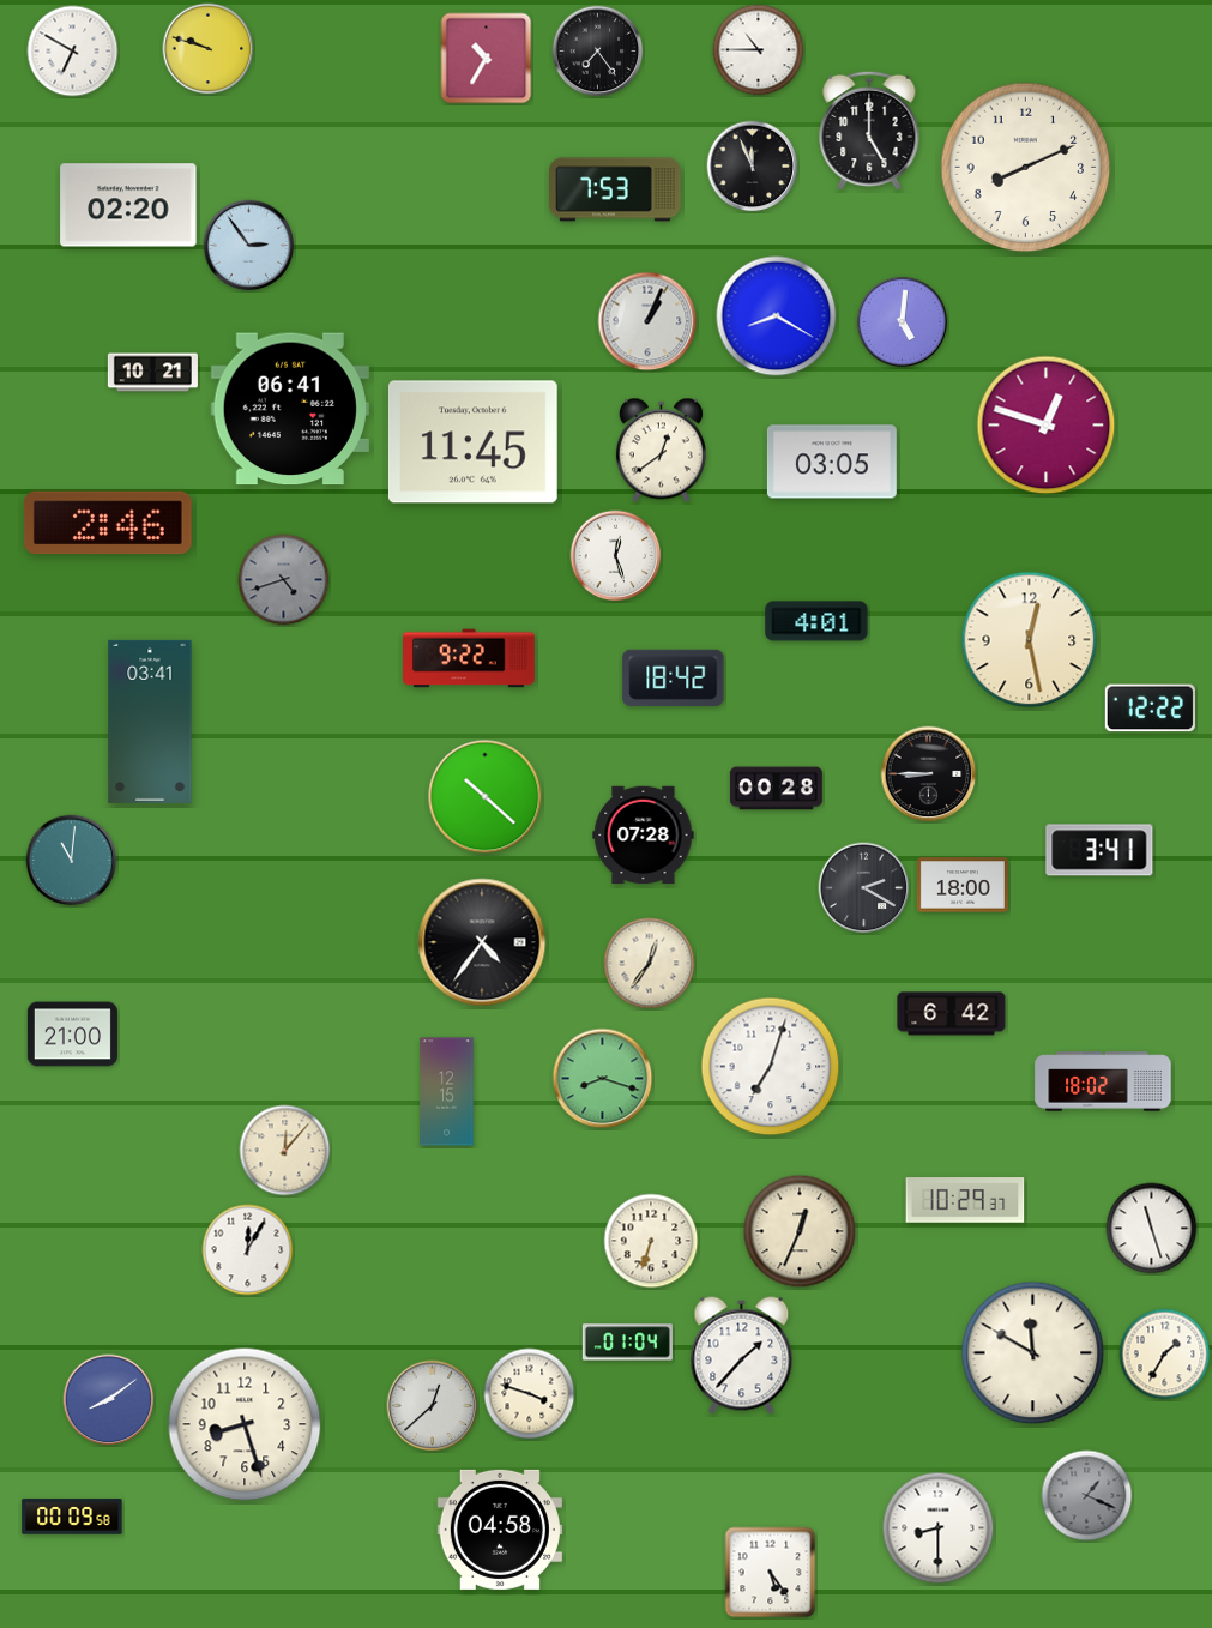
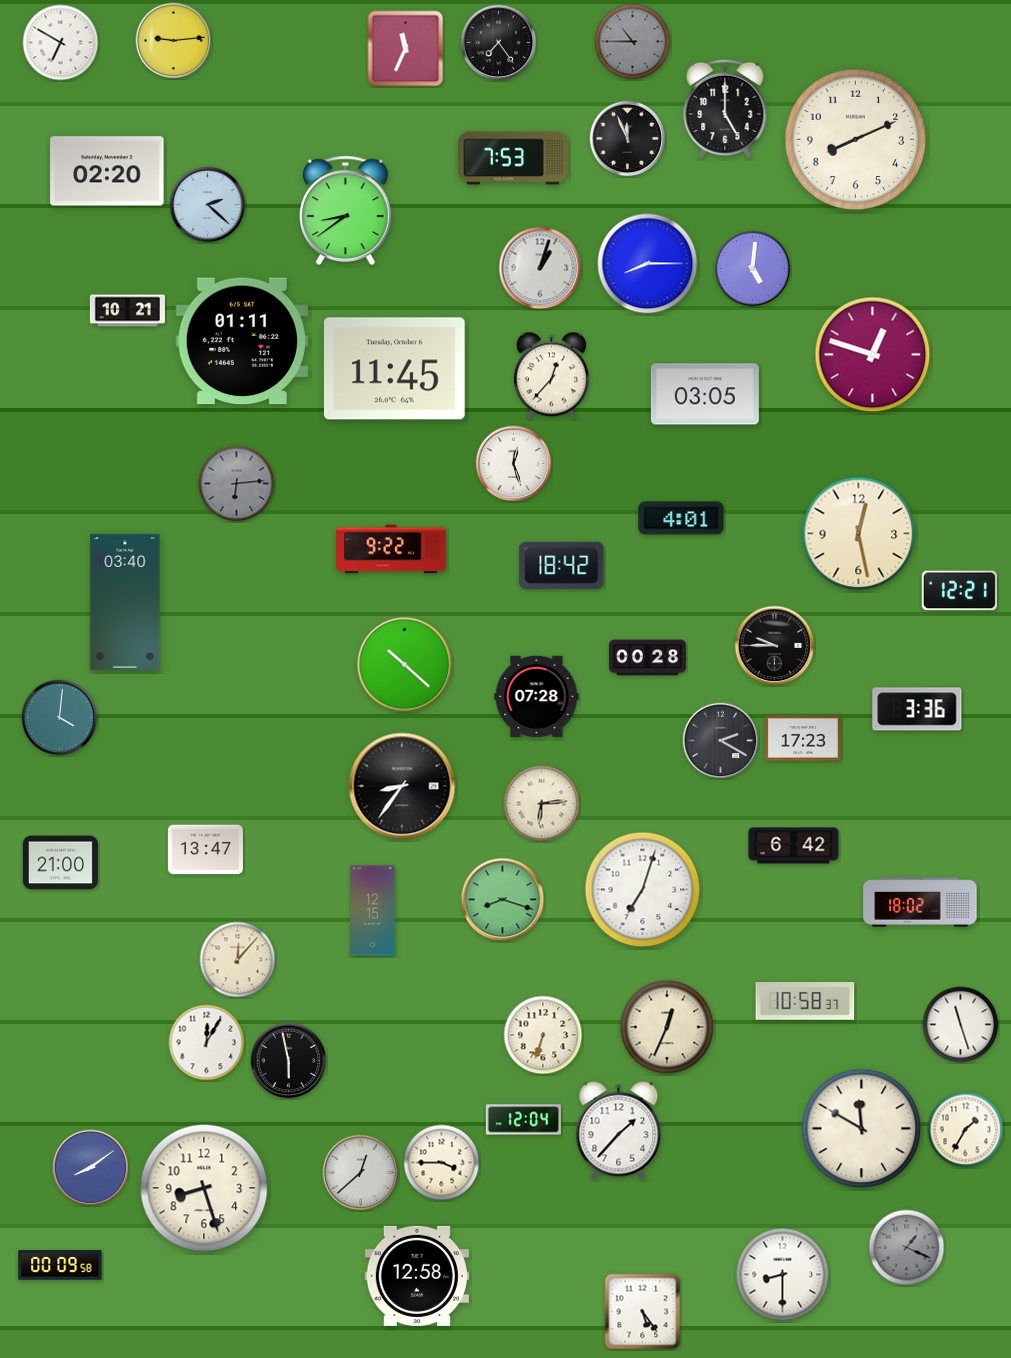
clock at (209, 49): 9:48 -> 9:14
clock at (759, 50) dial: white -> grey
clock at (487, 59): 10:35 -> 11:34
clock at (249, 246): 2:54 -> 2:22
clock at (346, 210): none -> 8:39
clock at (777, 316): 8:20 -> 8:15
clock at (647, 321): 1:04 -> 1:03
clock at (290, 409): 06:41 -> 01:11
clock at (661, 451): 12:39 -> 12:37
clock at (832, 462) position: (832, 462) -> (705, 394)
clock at (108, 523): 2:46 -> none
clock at (284, 580): 4:42 -> 6:14
clock at (1150, 709): 12:22 -> 12:21
clock at (150, 722): 03:41 -> 03:40
clock at (929, 774): 8:45 -> 9:45
clock at (1099, 850): 3:41 -> 3:36
clock at (72, 861): 11:01 -> 4:01
clock at (963, 885): 18:00 -> 17:23
clock at (482, 942): 4:36 -> 8:36
clock at (650, 964): 12:36 -> 6:14
clock at (205, 850): none -> 13:47
clock at (965, 1200): 10:29 -> 10:58
clock at (289, 1061): none -> 5:58
clock at (627, 1343): 01:04 -> 12:04
clock at (1165, 1355) position: (1165, 1355) -> (966, 1130)
clock at (530, 1394): 3:48 -> 3:45
clock at (500, 1530): 04:58 -> 12:58
